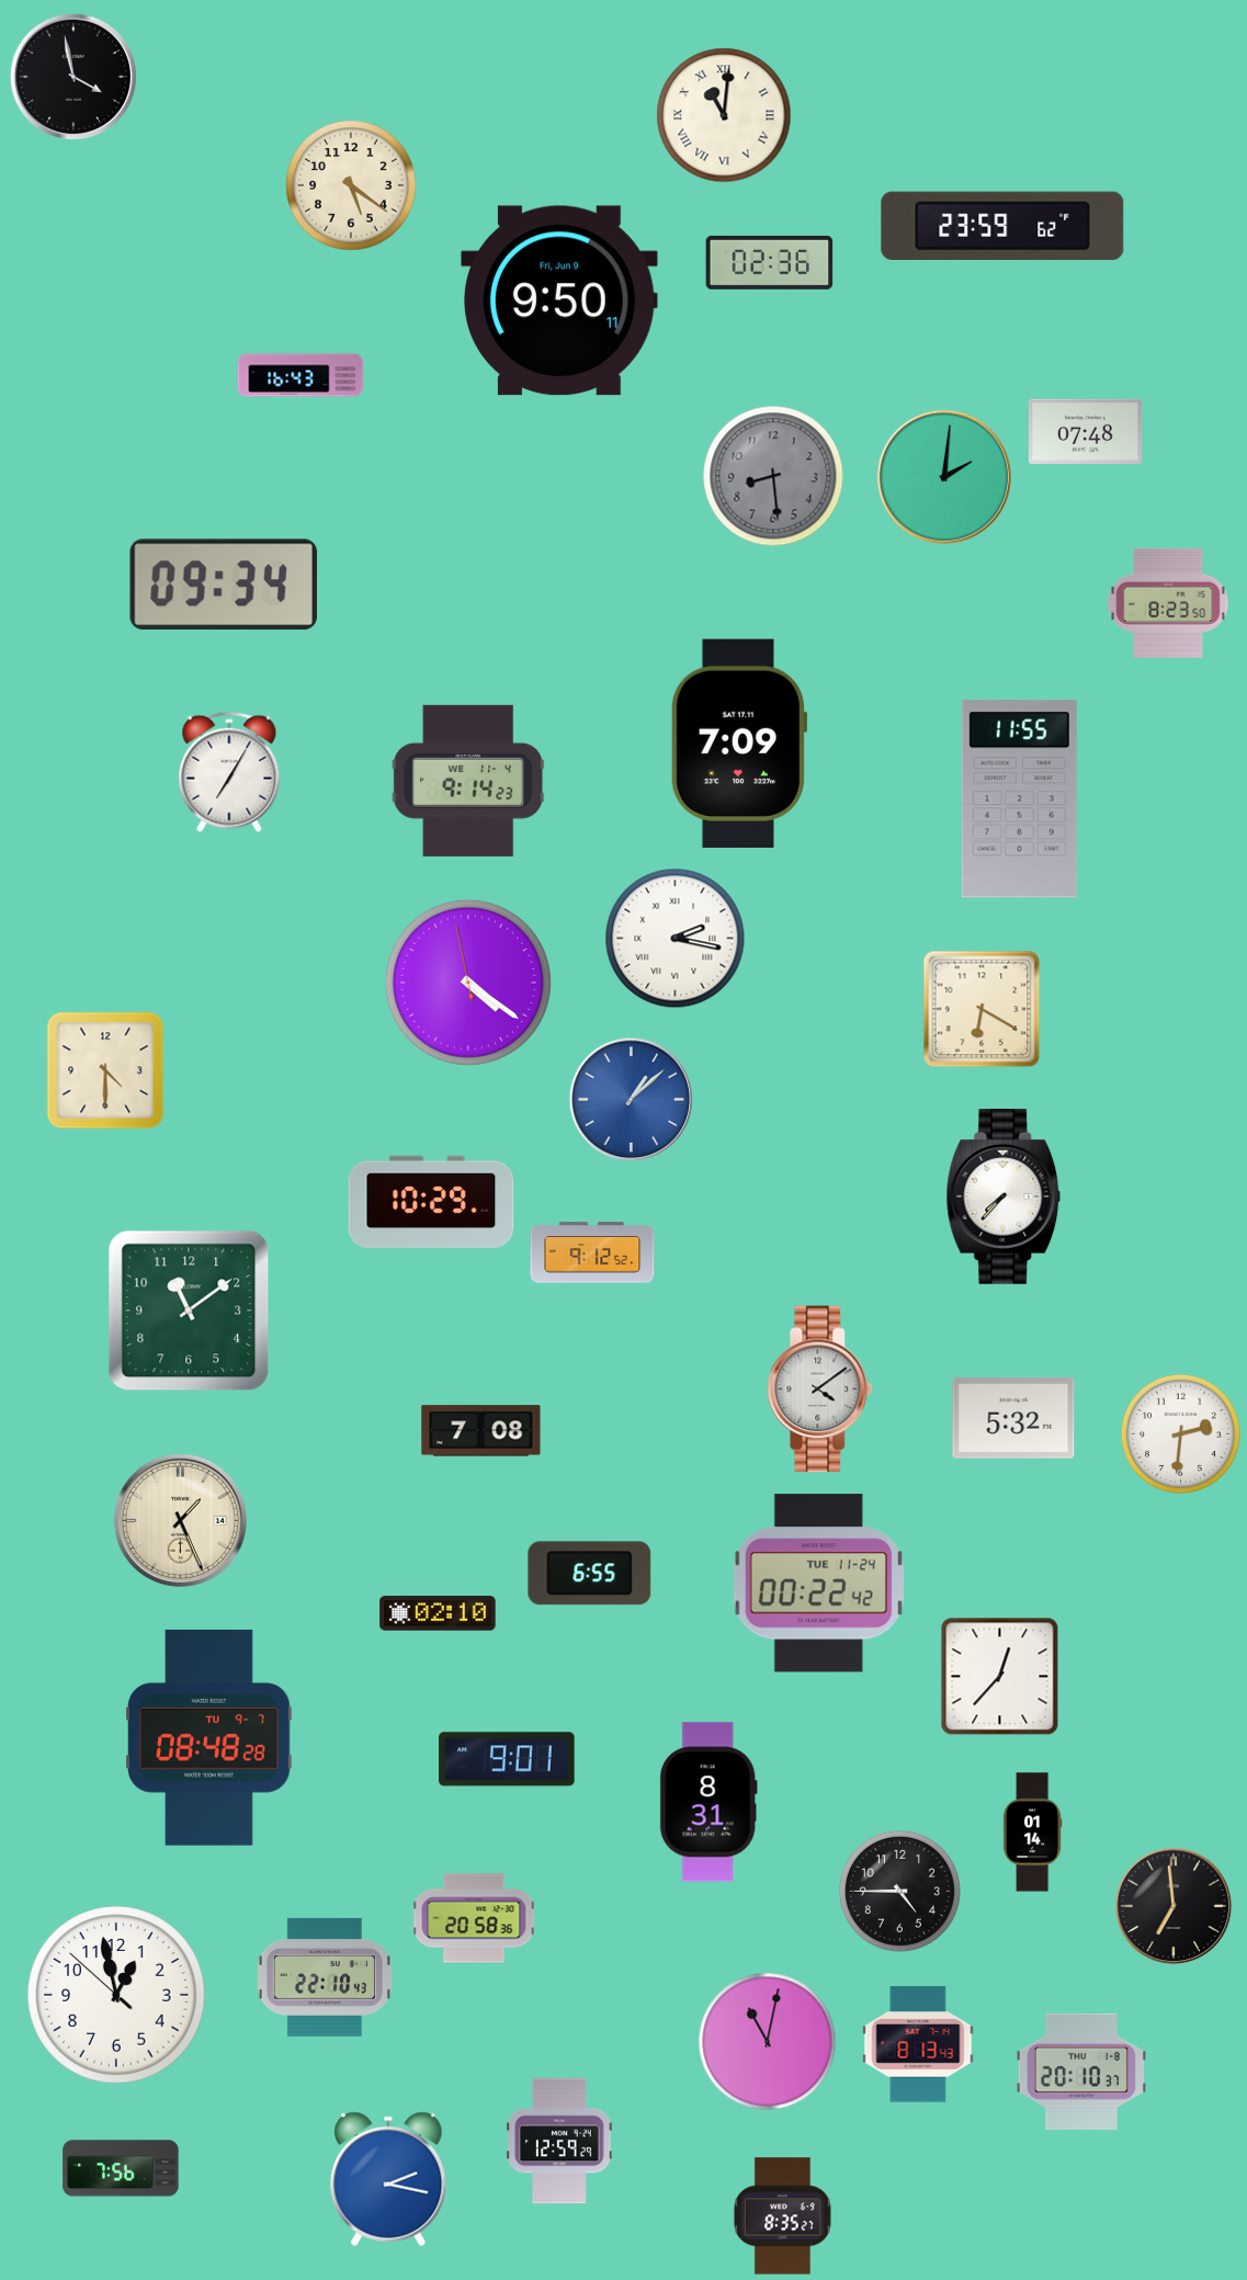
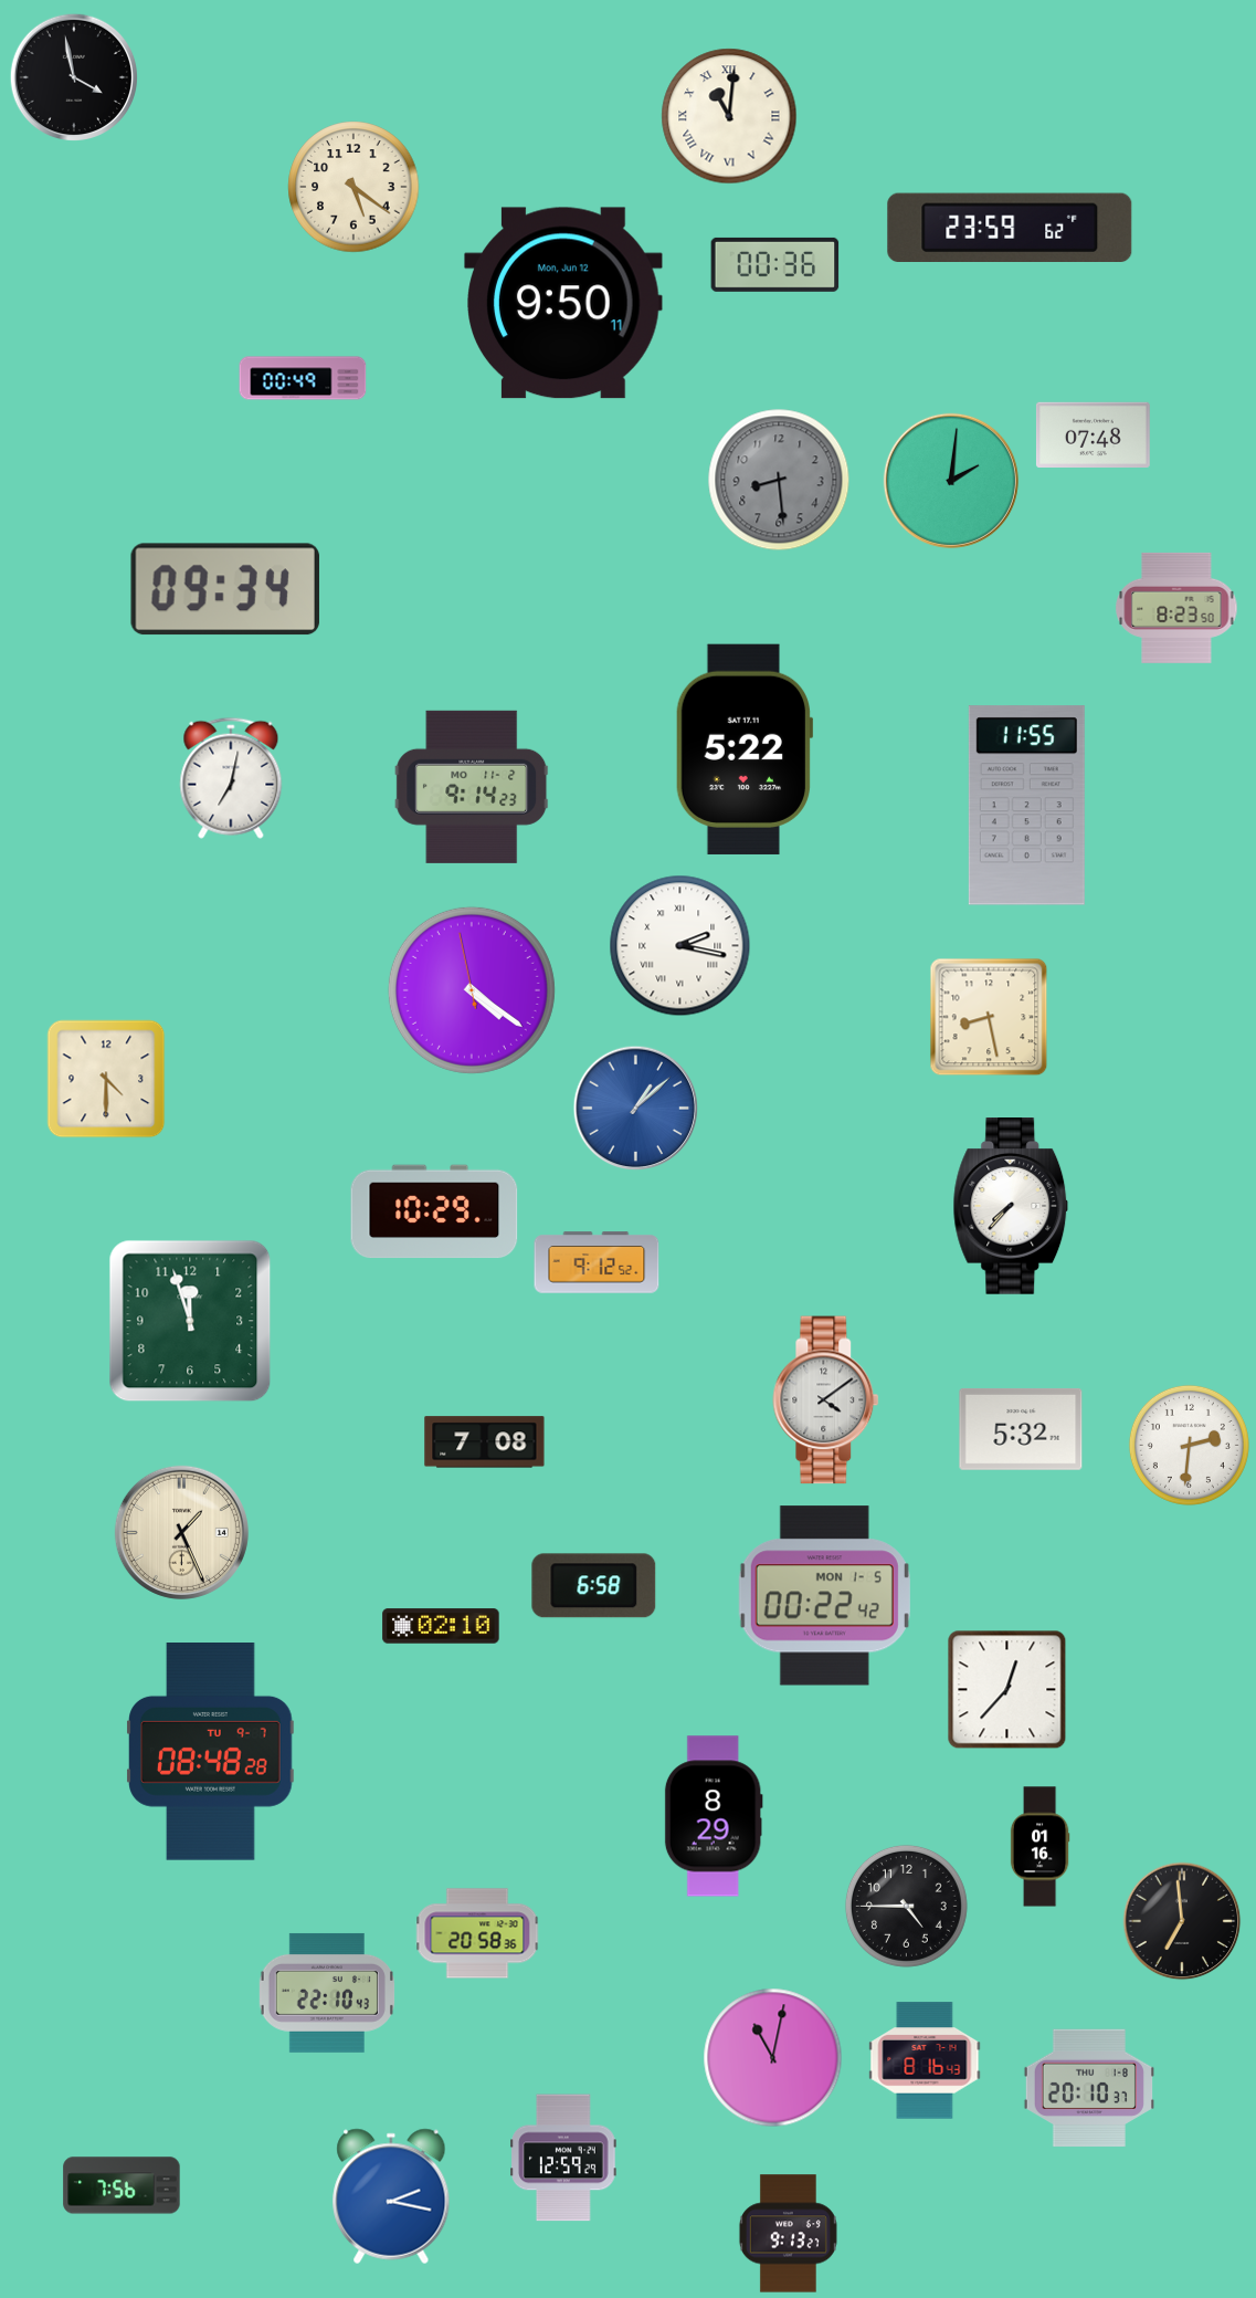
clock at (770, 262): 02:36 -> 00:36
clock at (559, 300) date: Fri, Jun 9 -> Mon, Jun 12
clock at (301, 375): 16:43 -> 00:49
clock at (739, 744): 7:09 -> 5:22
clock at (229, 772): 7:05 -> 7:02
clock at (468, 781) date: WE 11-4 -> MO 11-2
clock at (982, 1009): 6:20 -> 8:28
clock at (189, 1311): 11:09 -> 11:57
clock at (590, 1574): 6:55 -> 6:58
clock at (818, 1584) date: TUE 11-24 -> MON 1-5
clock at (507, 1759): 9:01 -> none
clock at (708, 1802): 8:31 -> 8:29
clock at (1032, 1833): 01:14 -> 01:16
clock at (116, 1995): 12:57 -> none
clock at (918, 2044): 8:13 -> 8:16
clock at (782, 2216): 8:35 -> 9:13
